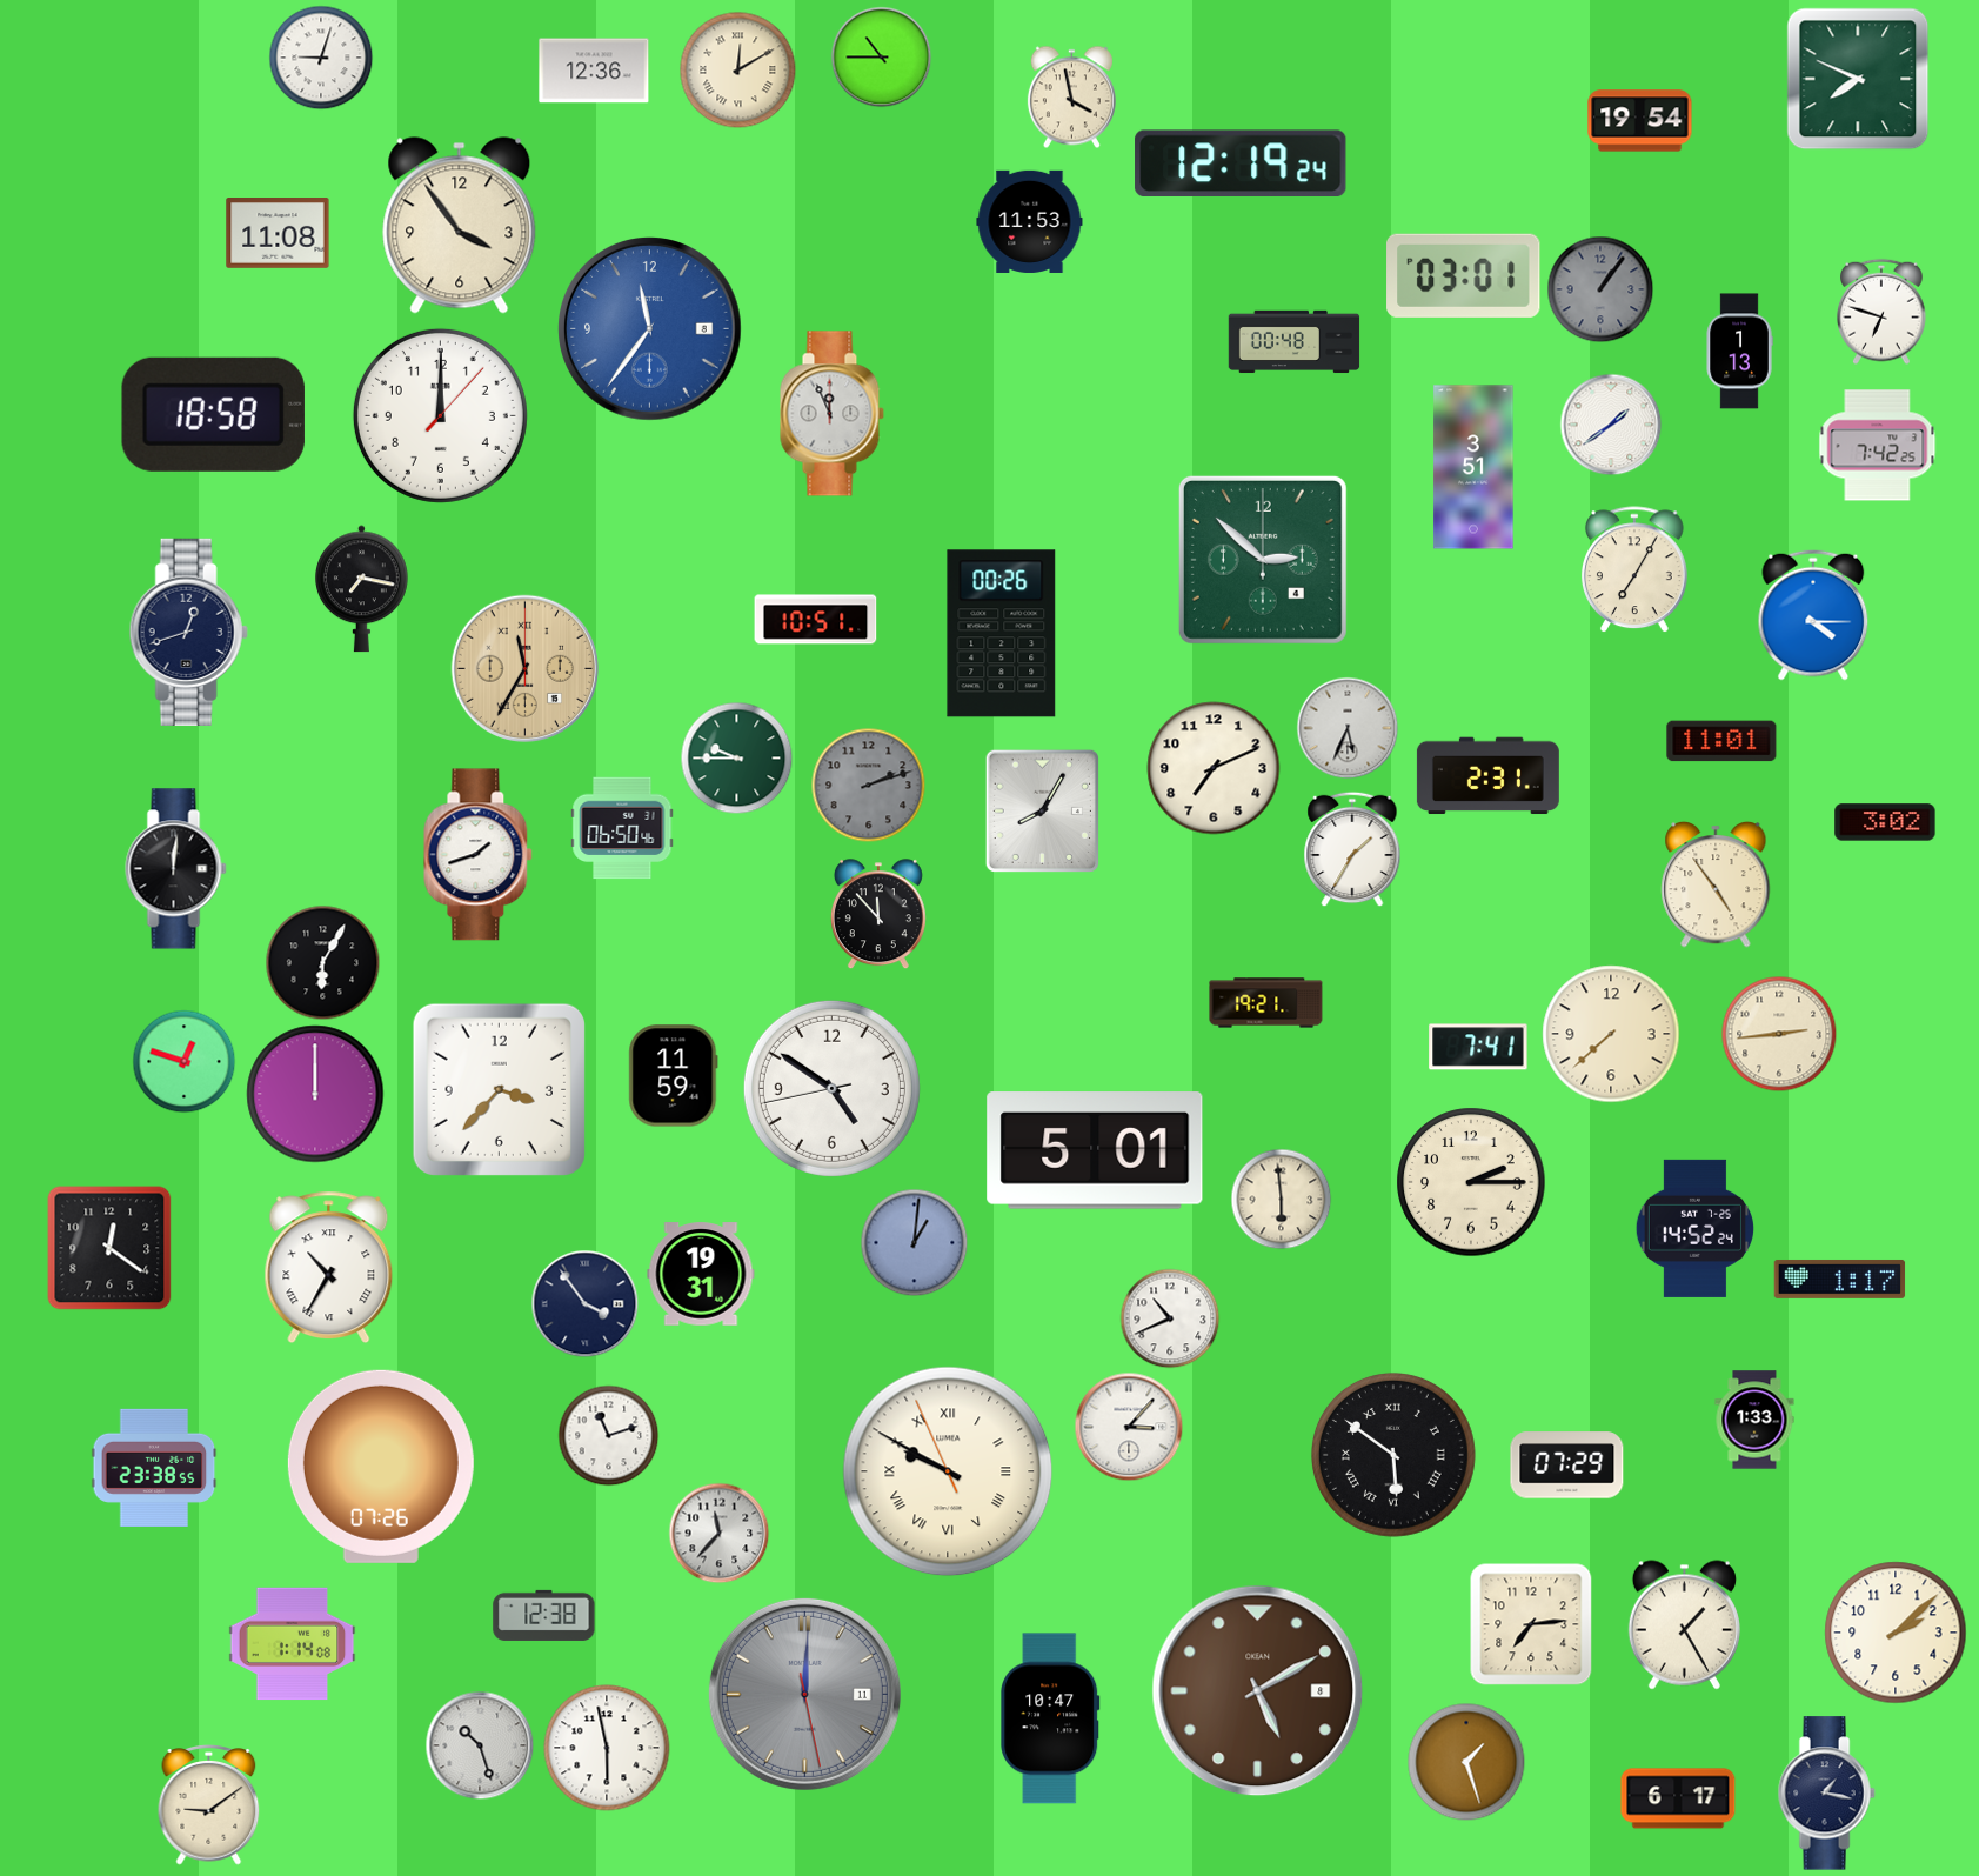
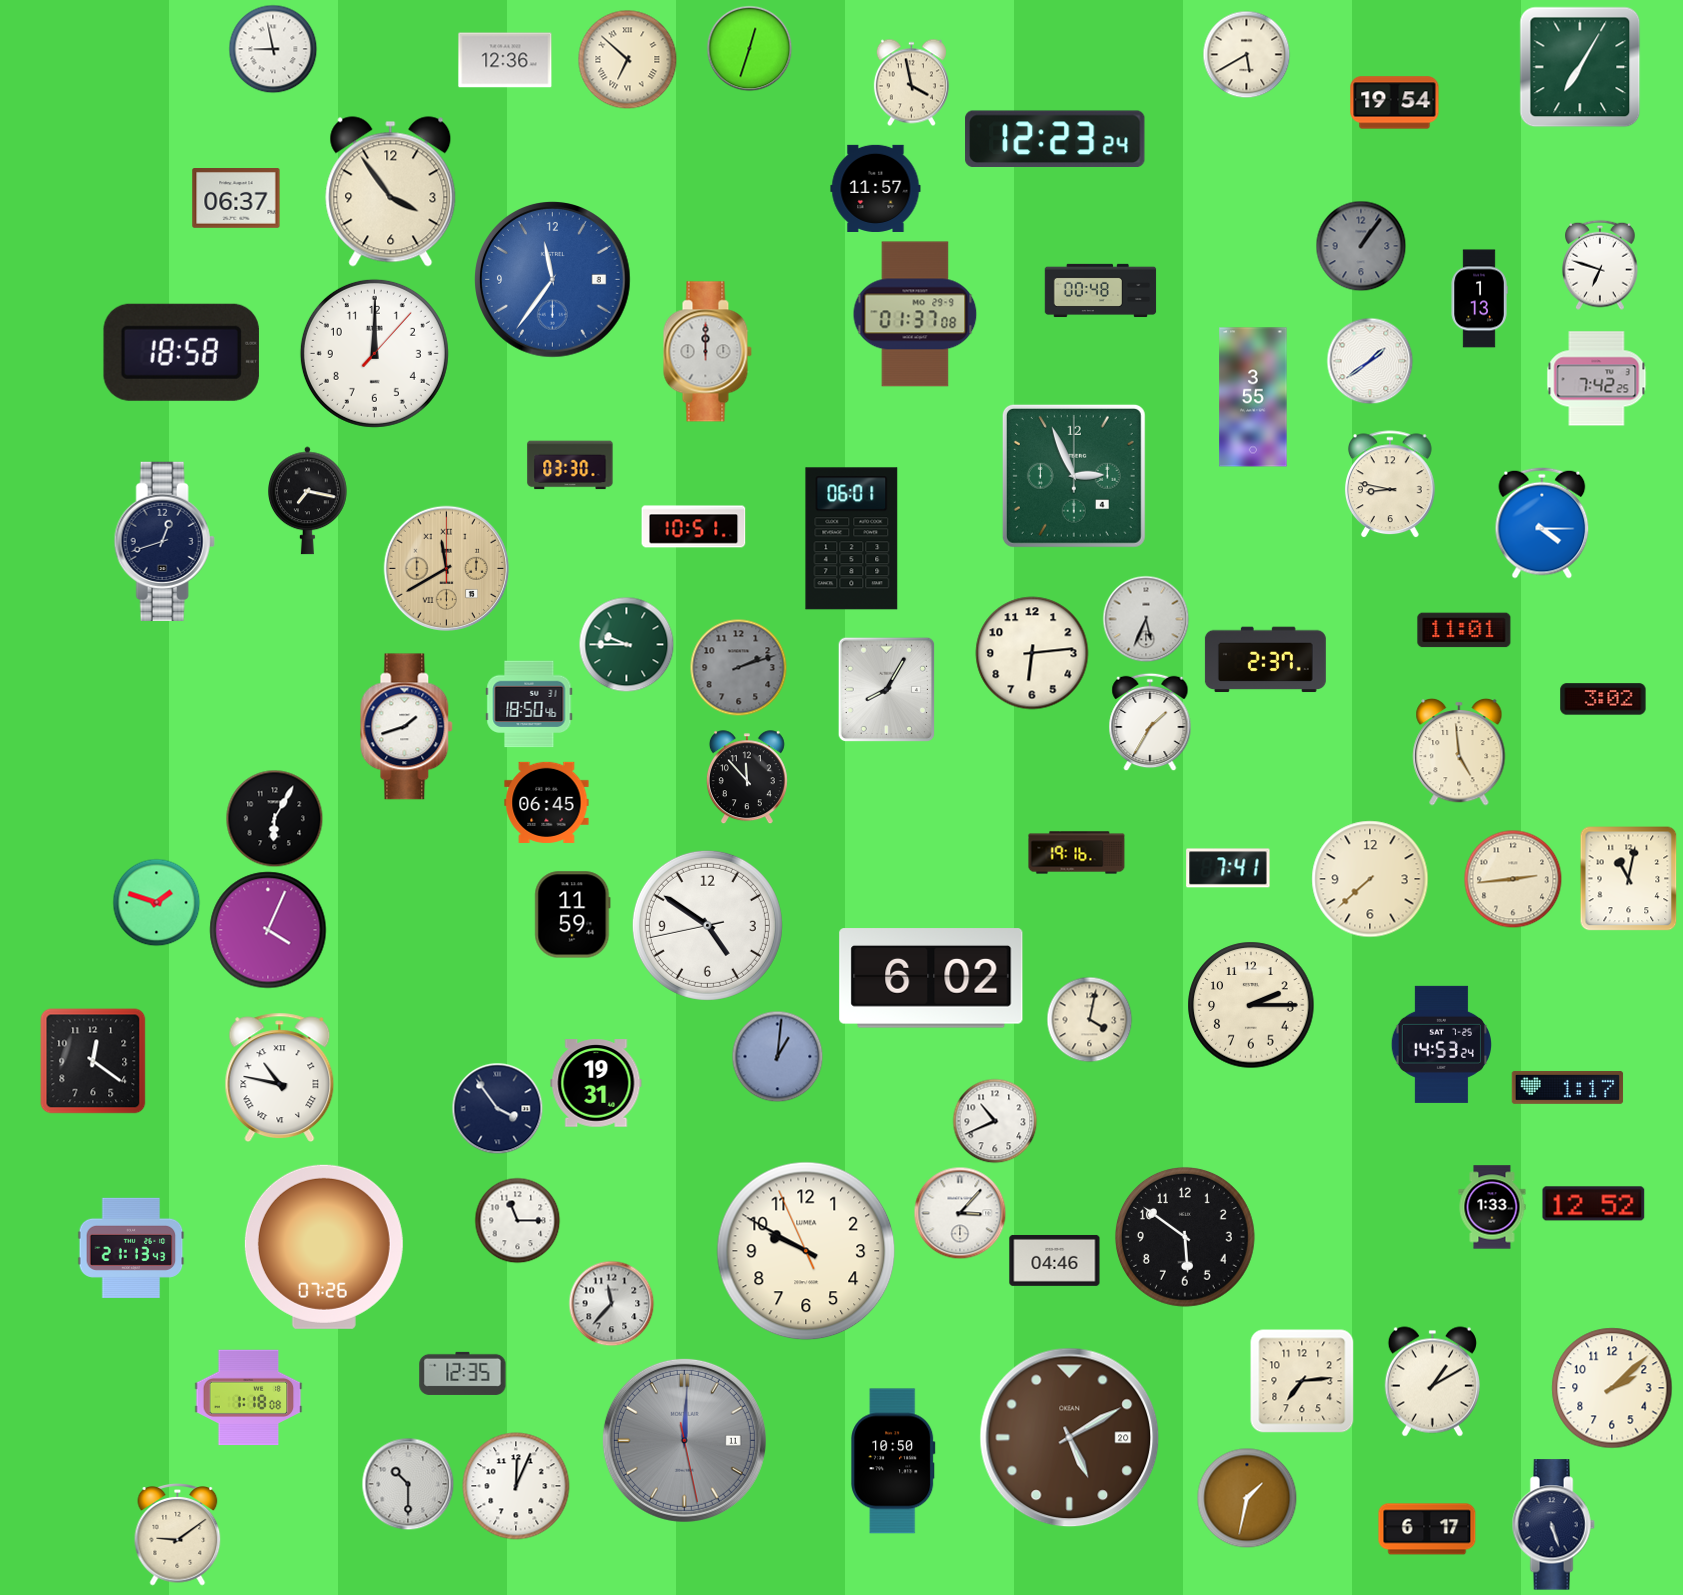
clock at (881, 56): 10:45 -> 12:33
clock at (321, 58): 9:03 -> 8:58
clock at (1246, 54): none -> 5:40
clock at (738, 71): 12:10 -> 6:52
clock at (1858, 79): 7:49 -> 7:05
clock at (1241, 162): 12:19 -> 12:23
clock at (1030, 221): 11:53 -> 11:57
clock at (278, 234): 11:08 -> 06:37
clock at (1464, 275): 03:01 -> none
clock at (915, 314): none -> 01:37
clock at (831, 414): 11:56 -> 12:00
clock at (1473, 467): 3:51 -> 3:55
clock at (570, 465): none -> 03:30
clock at (1263, 560): 2:52 -> 2:56
clock at (1636, 569): 7:05 -> 8:47
clock at (188, 632) position: (188, 632) -> (164, 541)
clock at (1002, 634): 00:26 -> 06:01
clock at (524, 668): 11:35 -> 11:40
clock at (1214, 768): 7:11 -> 6:14
clock at (1487, 776): 2:31 -> 2:37
clock at (622, 828): 06:50 -> 18:50
clock at (176, 869): 12:01 -> none
clock at (1716, 884): 4:54 -> 4:59
clock at (547, 802): none -> 06:45
clock at (1266, 1003): 19:21 -> 19:16
clock at (1629, 879): none -> 11:02
clock at (1478, 1047) position: (1478, 1047) -> (1228, 868)
clock at (183, 1061): 12:48 -> 1:48
clock at (499, 1089): 3:37 -> none
clock at (315, 1094): 12:00 -> 4:04
clock at (1095, 1150): 5:01 -> 6:02
clock at (1281, 1199): 5:59 -> 4:02
clock at (1694, 1228): 14:52 -> 14:53
clock at (329, 1268): 10:35 -> 10:47
clock at (1840, 1279) position: (1840, 1279) -> (1568, 1087)
clock at (1594, 1204): none -> 12:52
clock at (608, 1435): 11:12 -> 11:15
clock at (1393, 1455) numerals: Roman -> Arabic
clock at (1567, 1466): 07:29 -> none
clock at (154, 1468): 23:38 -> 21:13
clock at (948, 1471) numerals: Roman -> Arabic
clock at (1055, 1260): none -> 04:46
clock at (544, 1615): 12:38 -> 12:35
clock at (1684, 1625): 1:25 -> 1:10
clock at (293, 1644): 1:14 -> 1:18
clock at (1258, 1691) date: 8 -> 20
clock at (1050, 1718): 10:47 -> 10:50
clock at (480, 1745): 10:27 -> 10:30
clock at (607, 1748): 5:58 -> 12:04
clock at (1466, 1762): 1:27 -> 1:32
clock at (1826, 1794): 1:17 -> 5:27
